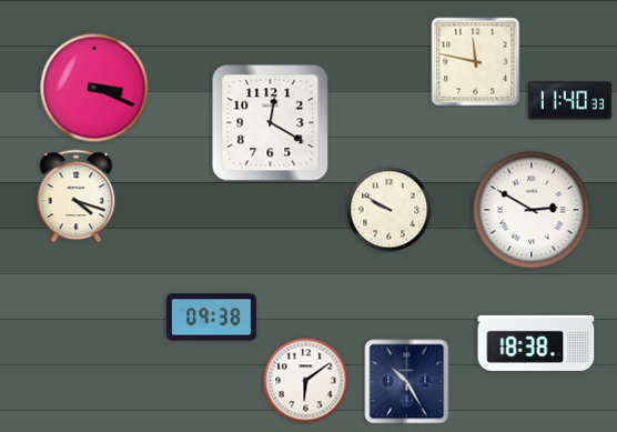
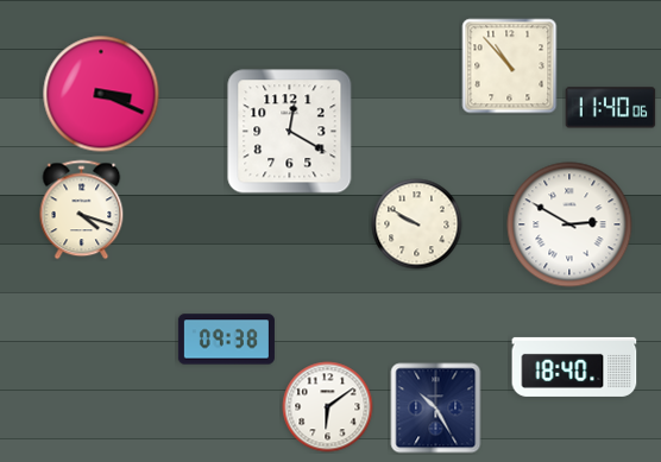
clock at (476, 62): 11:47 -> 10:53
clock at (570, 101): 11:40:33 -> 11:40:06
clock at (536, 343): 18:38 -> 18:40
